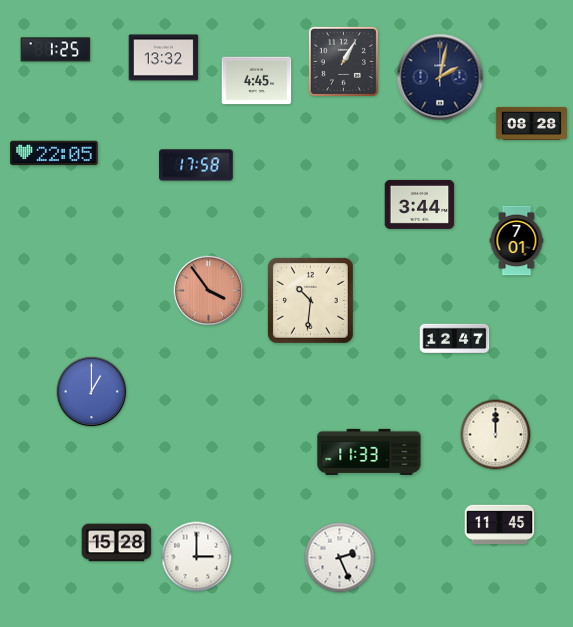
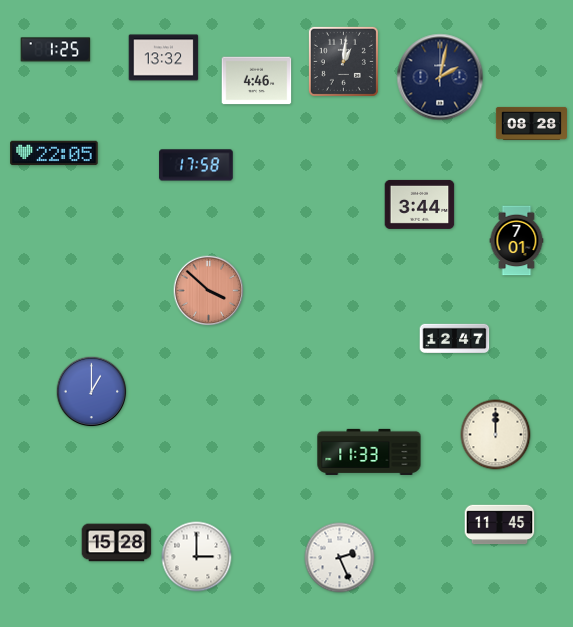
clock at (343, 61): 1:05 -> 1:01
clock at (257, 81): 4:45 -> 4:46
clock at (209, 291): 3:54 -> 3:52
clock at (310, 300): 10:31 -> none
